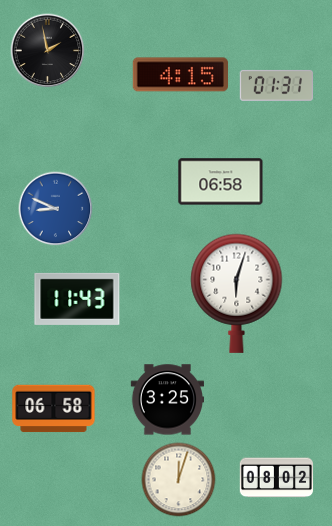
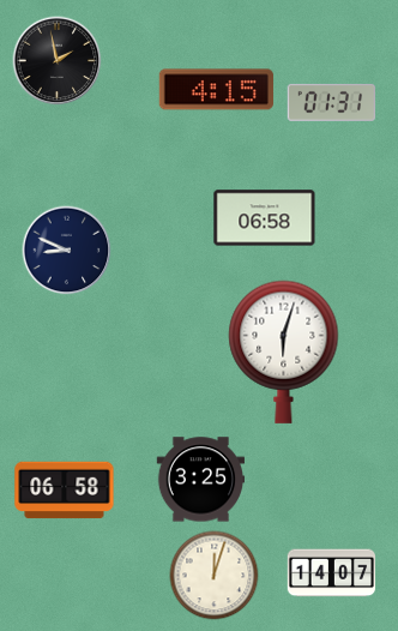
clock at (56, 209) dial: blue -> navy
clock at (77, 299): 11:43 -> none
clock at (277, 478): 08:02 -> 14:07
